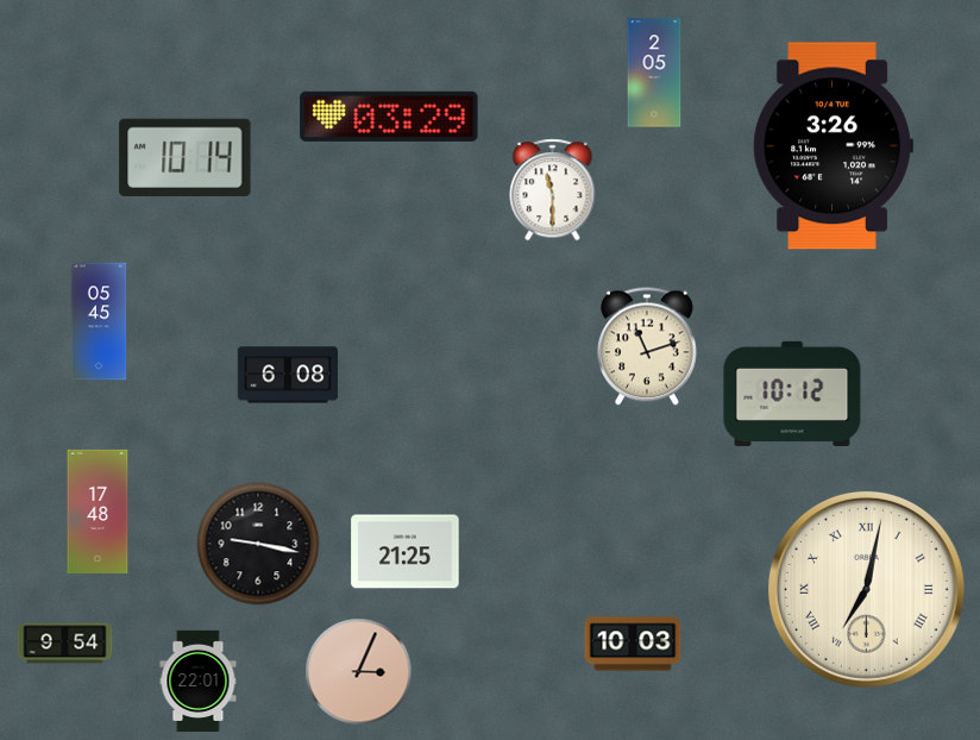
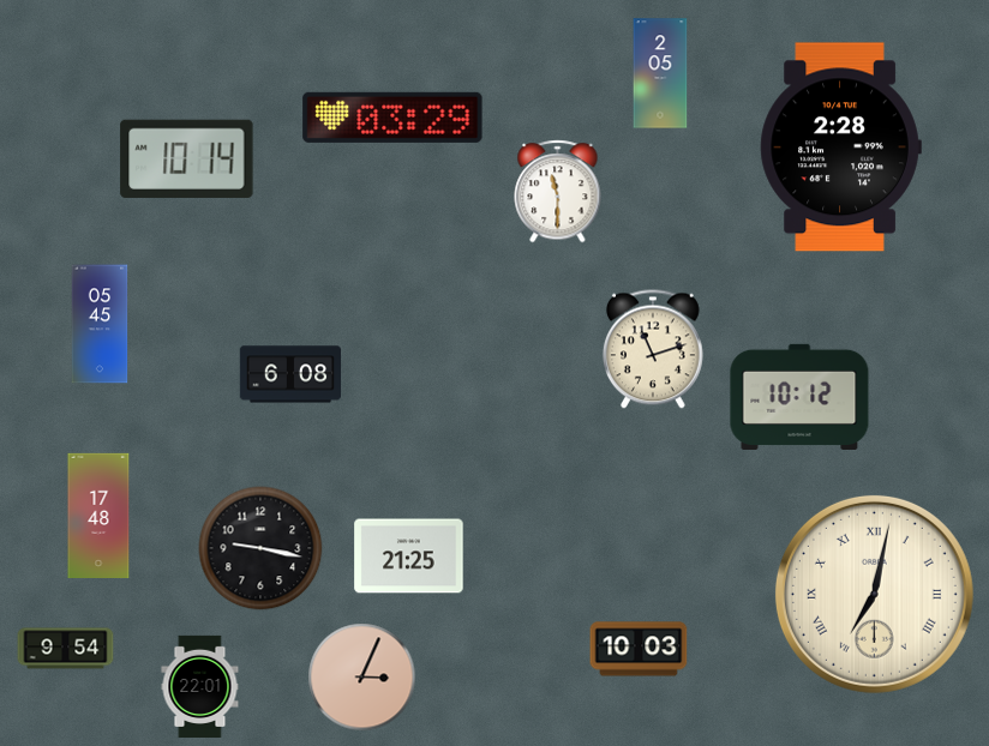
clock at (833, 146): 3:26 -> 2:28
clock at (288, 375) position: (288, 375) -> (290, 374)
